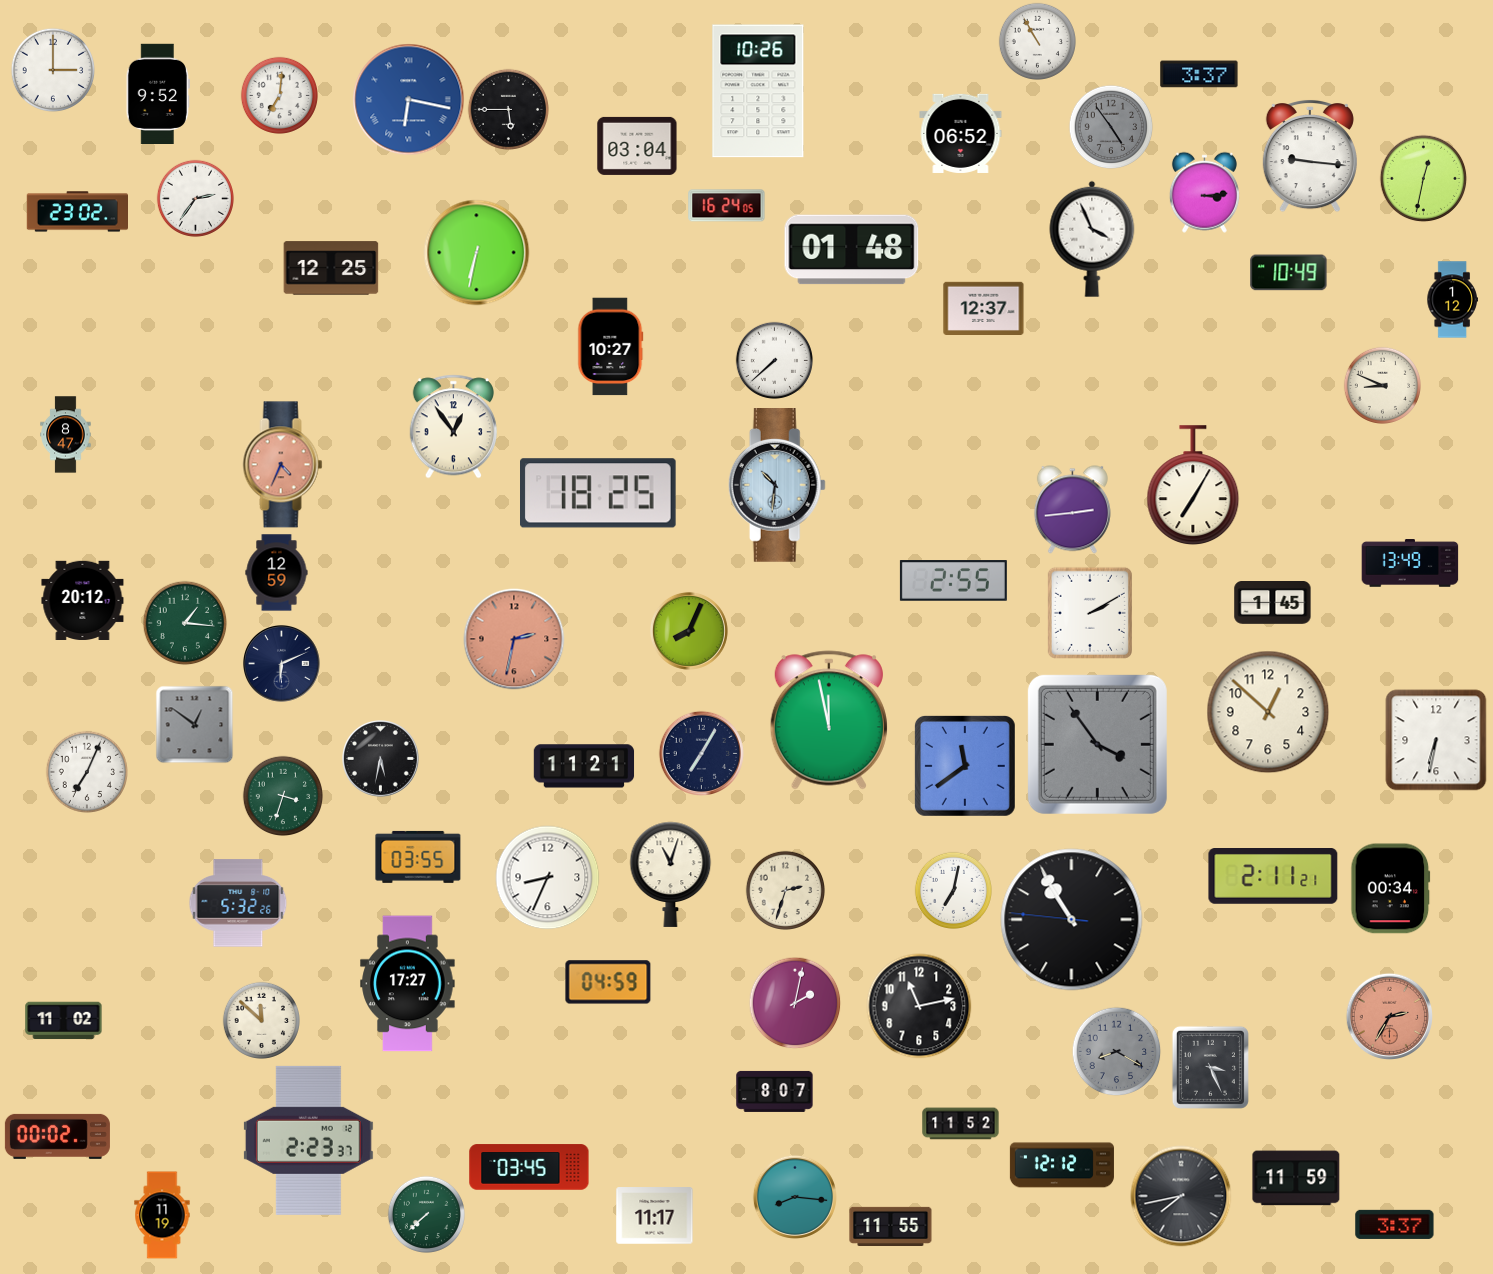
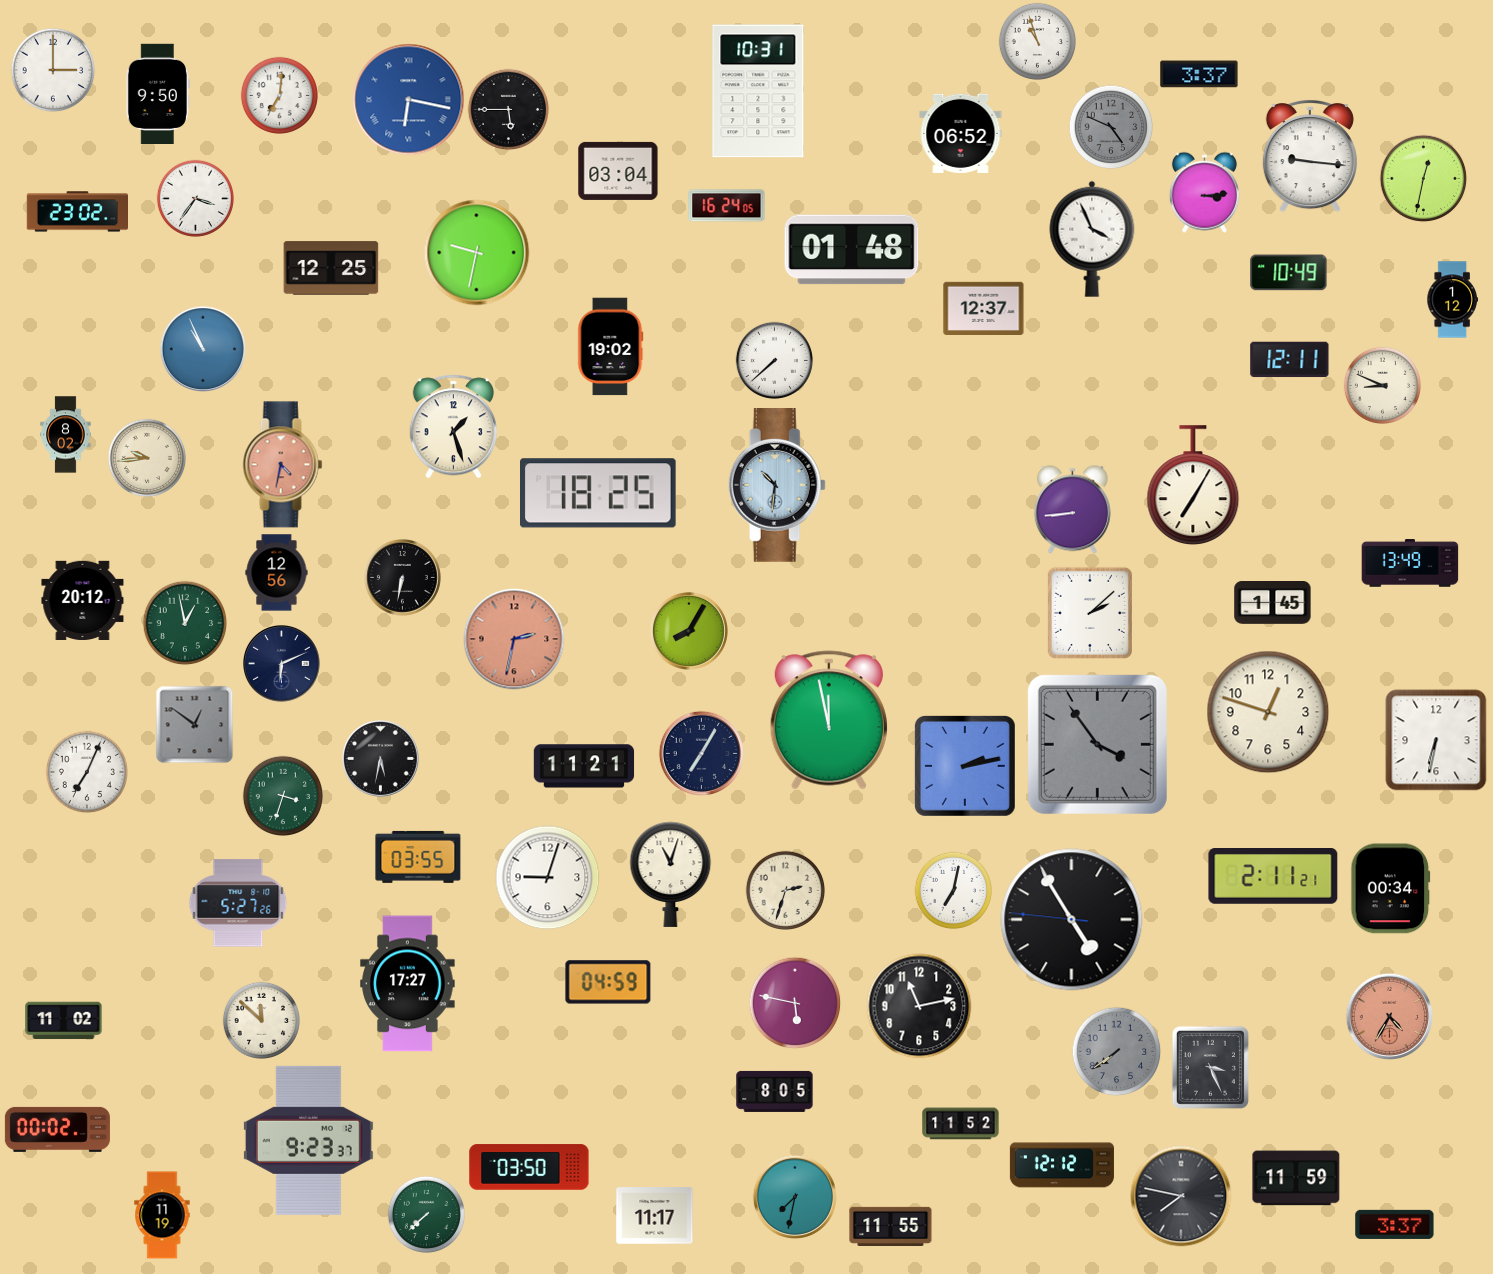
clock at (1037, 41): 10:55 -> 10:57
clock at (758, 91): 10:26 -> 10:31
clock at (158, 94): 9:52 -> 9:50
clock at (1111, 127): 4:54 -> 4:49
clock at (637, 146) position: (637, 146) -> (618, 171)
clock at (195, 198): 2:36 -> 3:36
clock at (477, 253): 6:32 -> 9:32
clock at (611, 347): 10:27 -> 19:02
clock at (202, 348): none -> 10:56
clock at (1290, 360): none -> 12:11
clock at (453, 427): 12:54 -> 1:27
clock at (66, 435): 8:47 -> 8:02
clock at (146, 457): none -> 9:44
clock at (283, 465): 4:34 -> 4:32
clock at (1072, 510): 2:44 -> 8:44
clock at (277, 573): 12:59 -> 12:56
clock at (403, 578): none -> 6:32
clock at (953, 581): 2:55 -> none
clock at (1090, 613): 2:10 -> 2:08
clock at (185, 623): 1:16 -> 12:58
clock at (689, 631): 8:04 -> 8:05
clock at (1268, 712): 12:52 -> 12:48
clock at (965, 766): 11:39 -> 2:13
clock at (548, 878): 8:34 -> 9:03
clock at (238, 903): 5:32 -> 5:27
clock at (1072, 920): 10:54 -> 4:54
clock at (795, 1003): 2:02 -> 5:47
clock at (1389, 1016): 2:35 -> 4:35
clock at (1116, 1051): 8:20 -> 7:39
clock at (775, 1091): 8:07 -> 8:05
clock at (57, 1136) position: (57, 1136) -> (57, 1129)
clock at (308, 1140): 2:23 -> 9:23
clock at (529, 1167): 03:45 -> 03:50
clock at (1181, 1196): 7:43 -> 7:47
clock at (795, 1197): 8:16 -> 7:32
